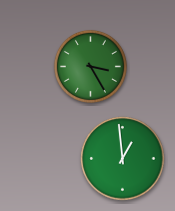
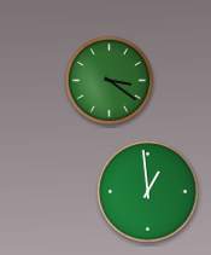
clock at (90, 66): 3:25 -> 3:21
